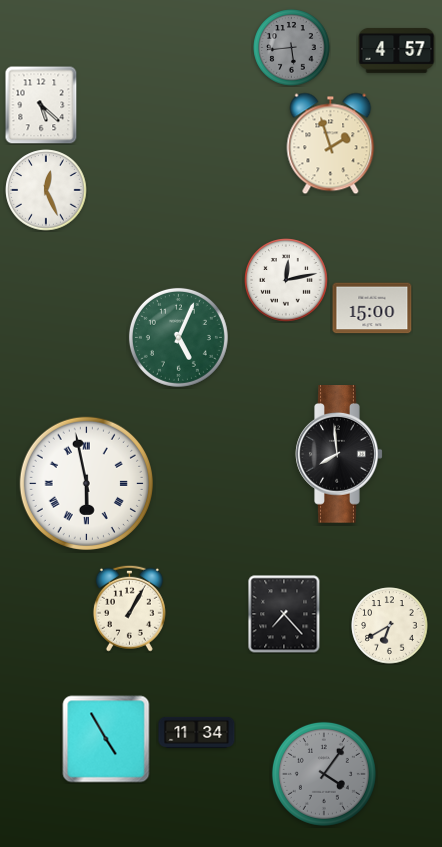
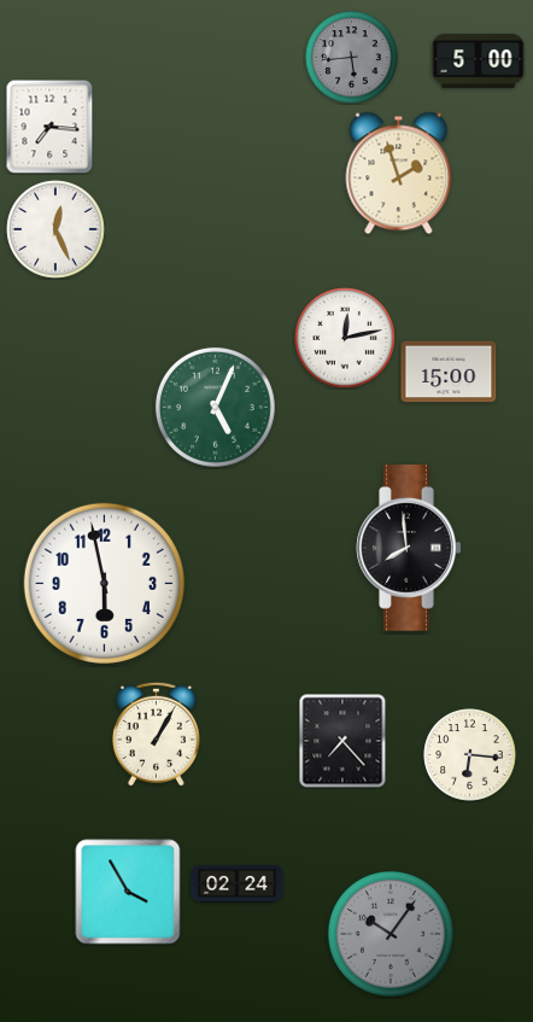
clock at (397, 50): 4:57 -> 5:00
clock at (41, 105): 5:22 -> 7:16
clock at (86, 483) numerals: Roman -> Arabic
clock at (390, 626): 6:40 -> 6:16
clock at (197, 732): 11:34 -> 02:24
clock at (106, 739): 4:55 -> 3:55
clock at (324, 774): 4:06 -> 10:06
